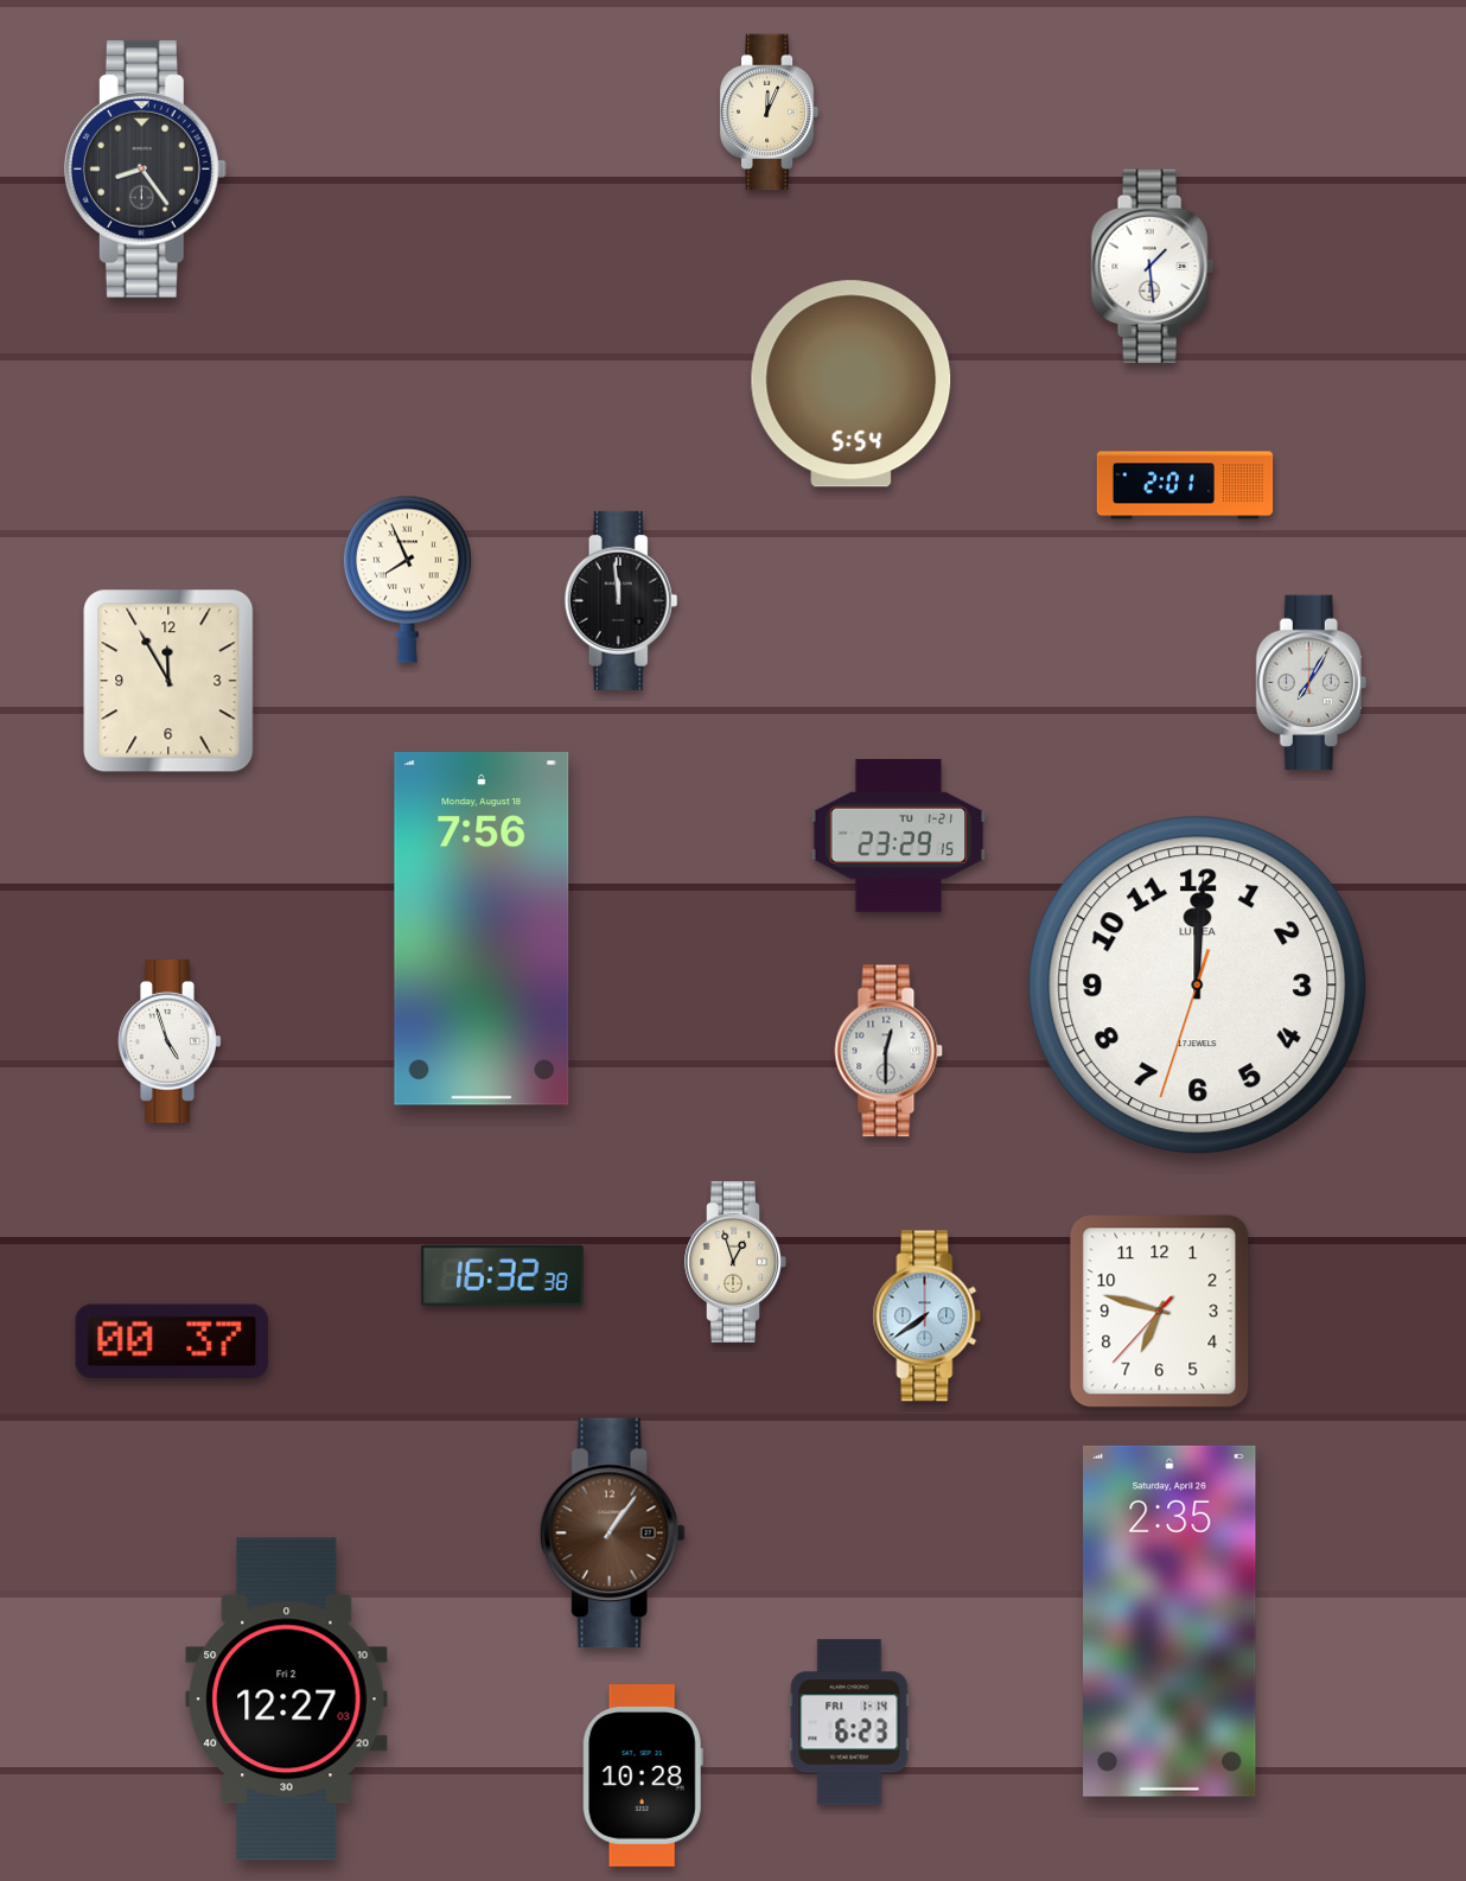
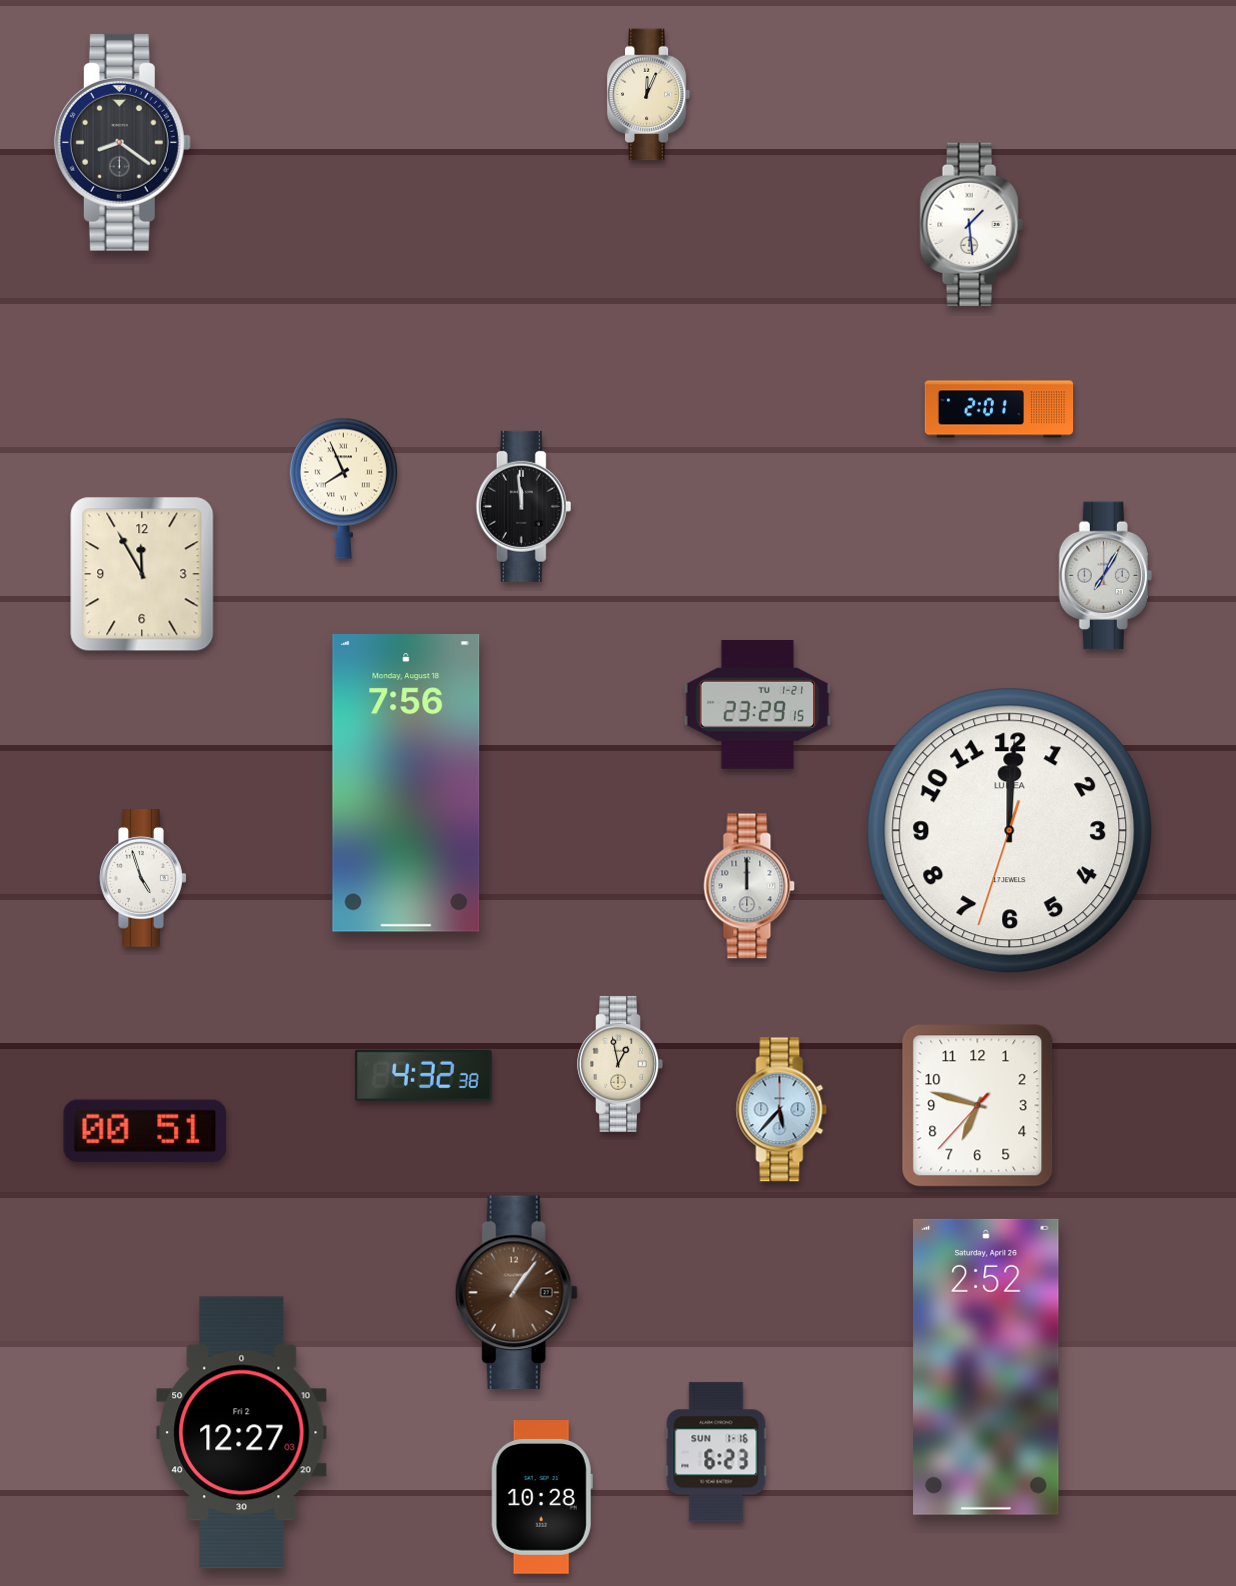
clock at (145, 168): 8:24 -> 8:21
clock at (852, 384): 5:54 -> none
clock at (888, 1051): 12:30 -> 12:00
clock at (735, 1262): 12:57 -> 12:58
clock at (502, 1275): 16:32 -> 4:32
clock at (928, 1316): 7:39 -> 5:37
clock at (172, 1340): 00:37 -> 00:51
clock at (1169, 1621): 2:35 -> 2:52
clock at (849, 1722) date: FRI 1-14 -> SUN 1-16
